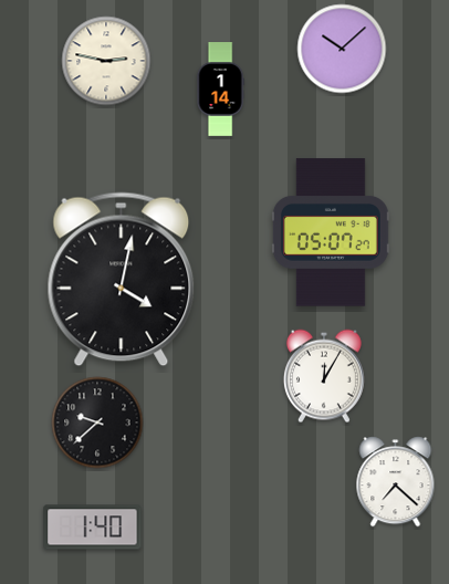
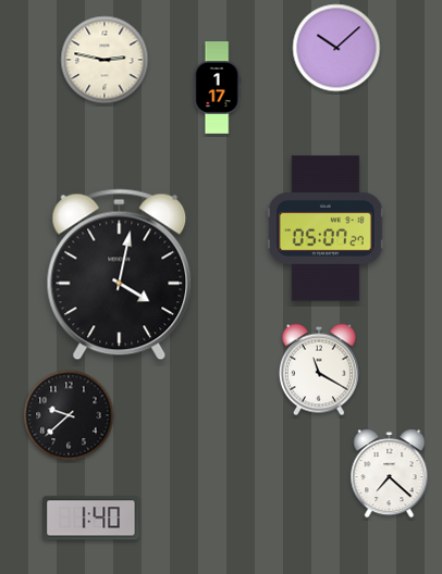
clock at (220, 90): 1:14 -> 1:17
clock at (324, 376): 12:05 -> 11:20
clock at (97, 423) position: (97, 423) -> (69, 415)
